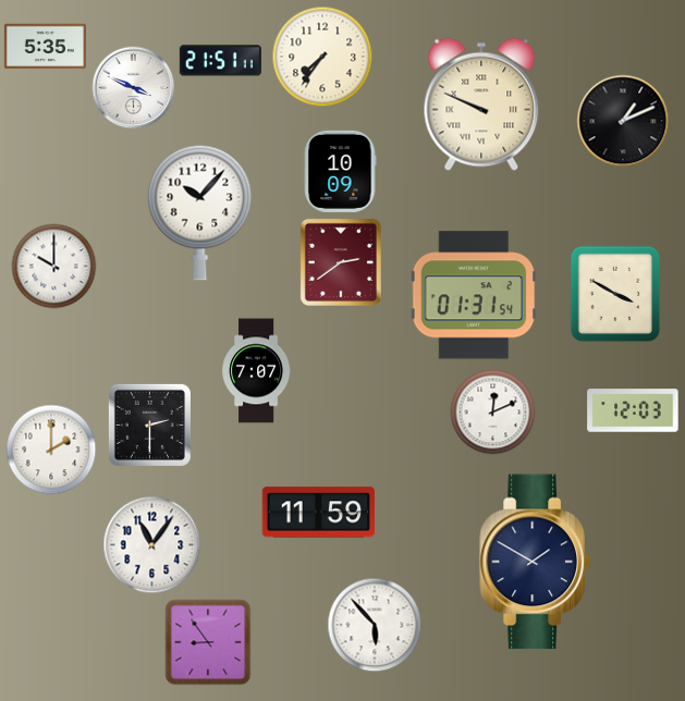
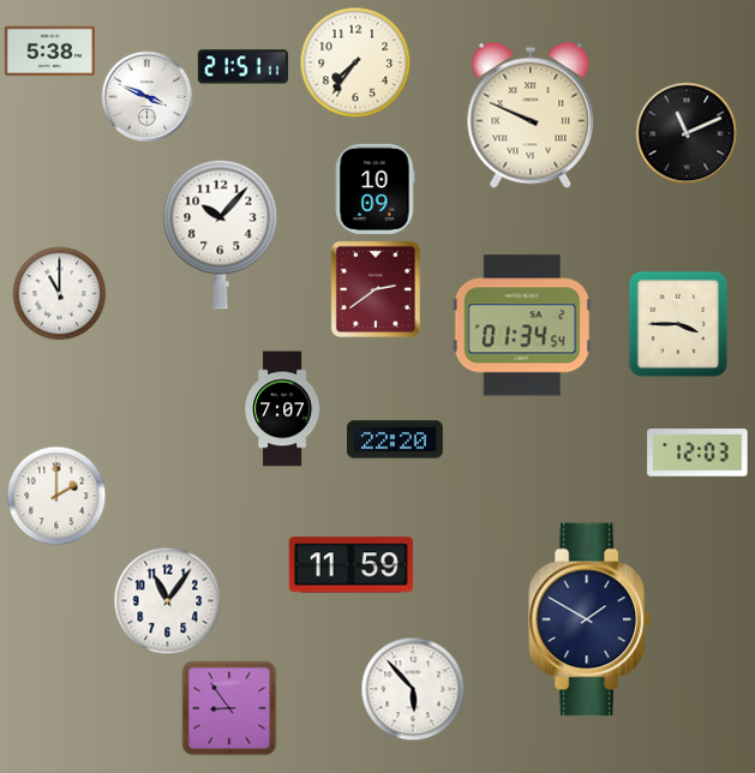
clock at (45, 47): 5:35 -> 5:38
clock at (623, 121): 1:11 -> 11:11
clock at (54, 267): 10:00 -> 11:00
clock at (615, 294): 3:50 -> 3:45
clock at (474, 295): 01:31 -> 01:34
clock at (395, 439): none -> 22:20
clock at (493, 413): 12:11 -> none
clock at (149, 425): 2:30 -> none
